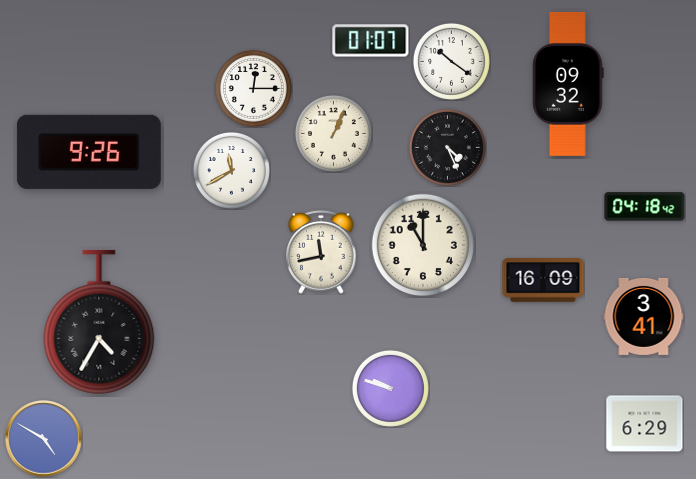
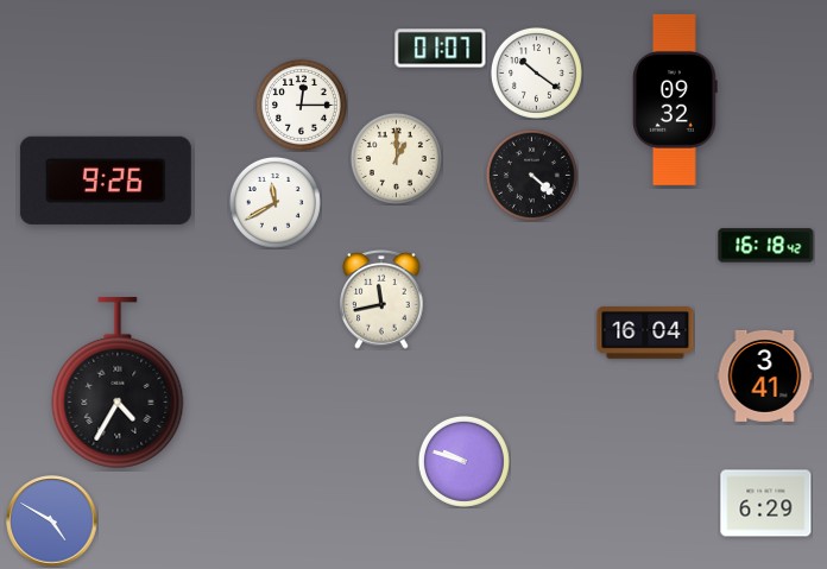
clock at (333, 133): 1:04 -> 1:00
clock at (447, 147): 4:26 -> 4:22
clock at (645, 207): 04:18 -> 16:18
clock at (423, 245): 11:00 -> none
clock at (543, 281): 16:09 -> 16:04
